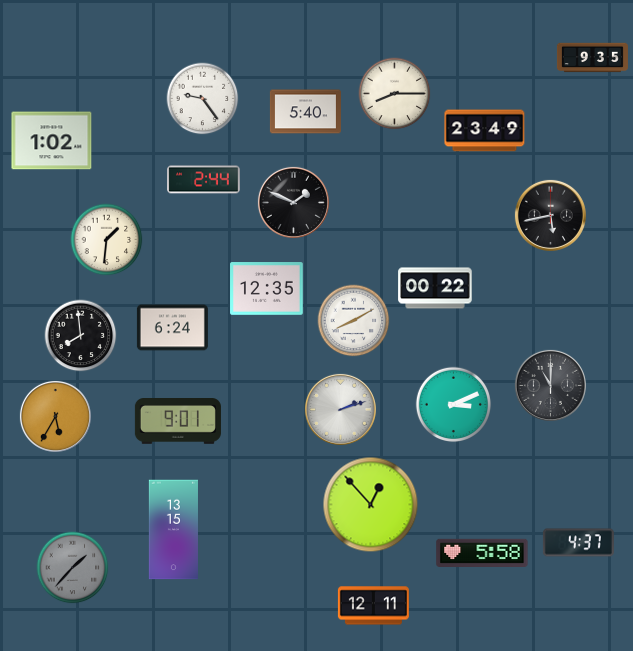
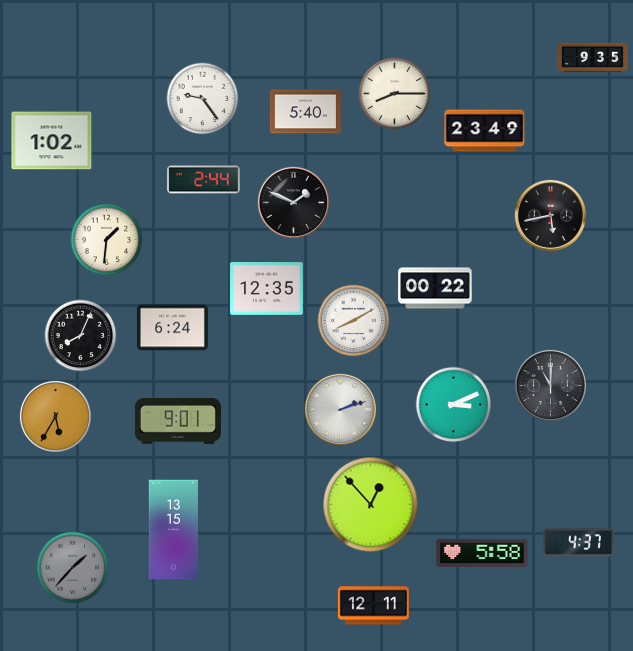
clock at (81, 336): 7:59 -> 8:04
